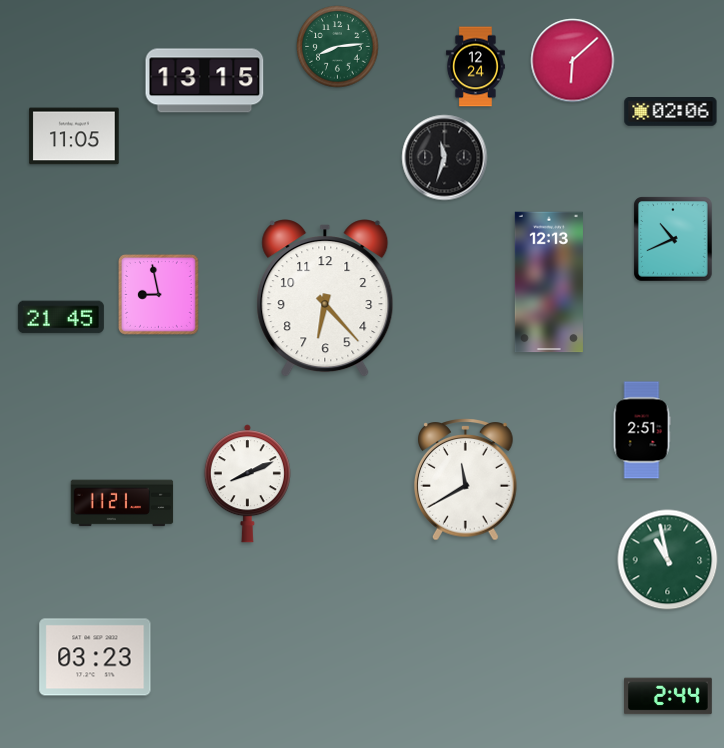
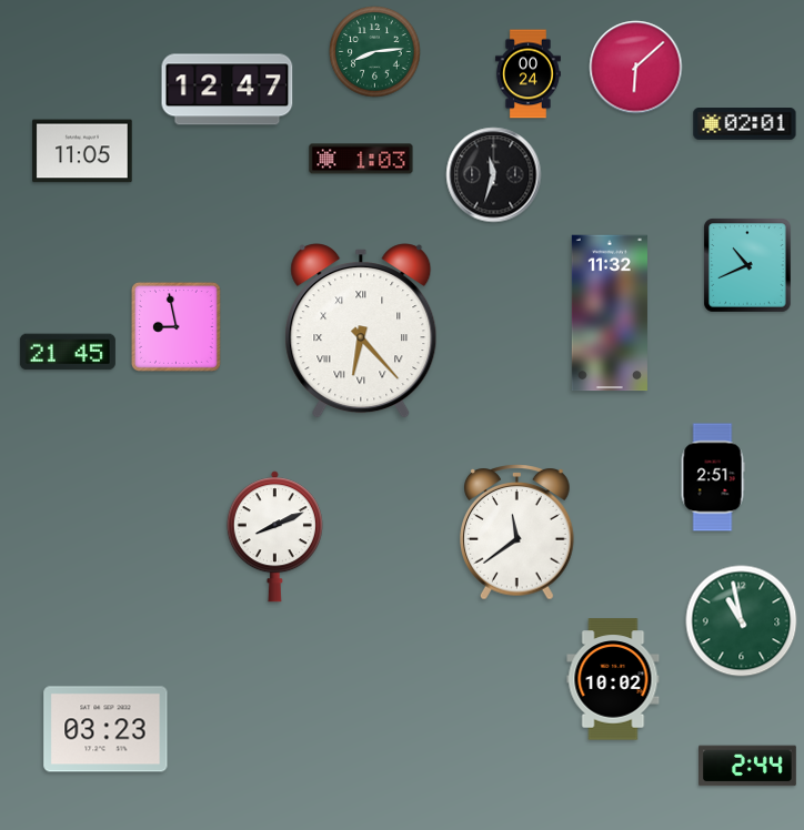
clock at (475, 67): 12:24 -> 00:24
clock at (205, 81): 13:15 -> 12:47
clock at (671, 112): 02:06 -> 02:01
clock at (361, 159): none -> 1:03
clock at (549, 282): 12:13 -> 11:32
clock at (325, 298) numerals: Arabic -> Roman
clock at (466, 480): 11:40 -> 11:39
clock at (122, 503): 11:21 -> none
clock at (613, 679): none -> 10:02
clock at (669, 696) position: (669, 696) -> (748, 766)
